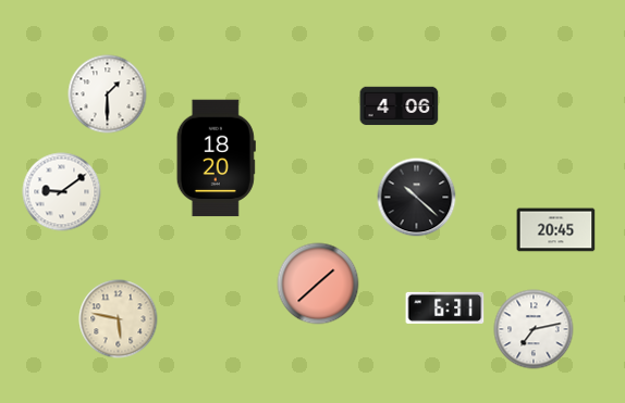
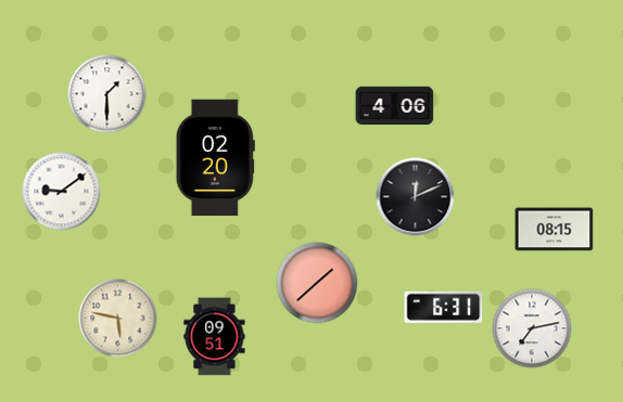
clock at (400, 106) position: (400, 106) -> (395, 106)
clock at (216, 159): 18:20 -> 02:20
clock at (417, 198): 10:22 -> 12:11
clock at (556, 230): 20:45 -> 08:15
clock at (215, 337): none -> 09:51
